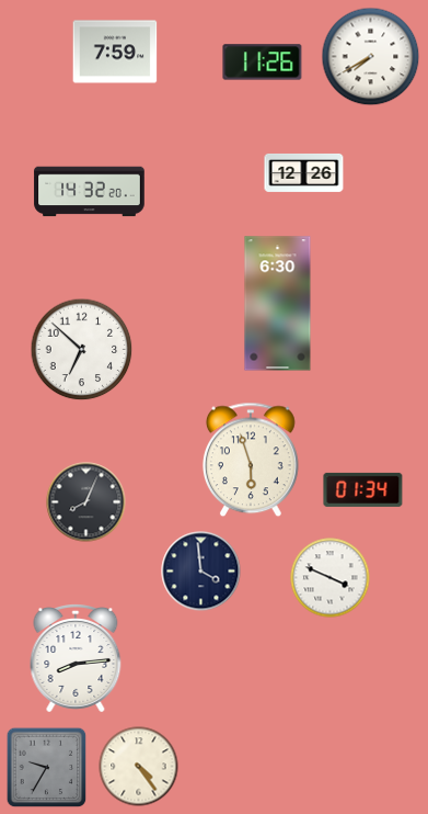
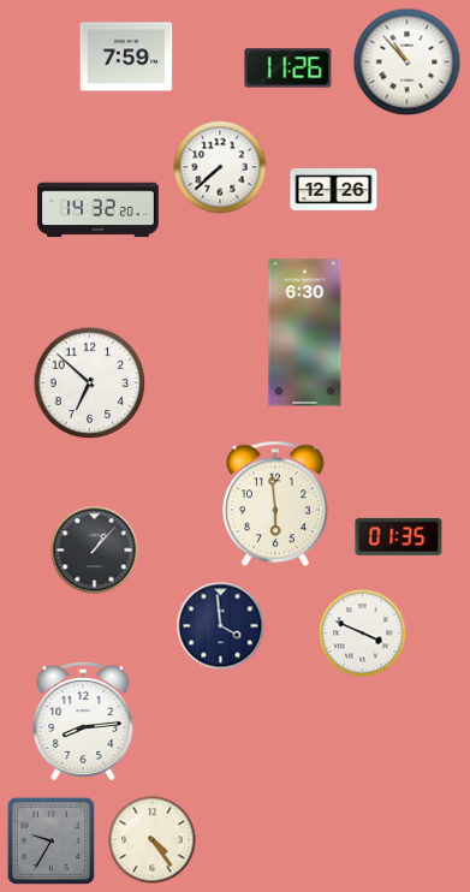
clock at (371, 57): 7:40 -> 10:53
clock at (220, 167): none -> 7:38
clock at (251, 460): 5:57 -> 5:59
clock at (363, 489): 01:34 -> 01:35
clock at (86, 502): 8:04 -> 1:07
